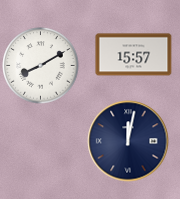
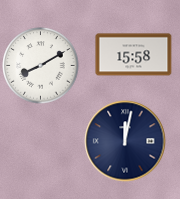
clock at (134, 55): 15:57 -> 15:58
clock at (128, 141) position: (128, 141) -> (125, 141)
